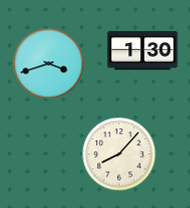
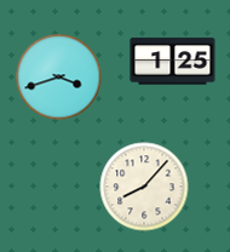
clock at (143, 51): 1:30 -> 1:25
